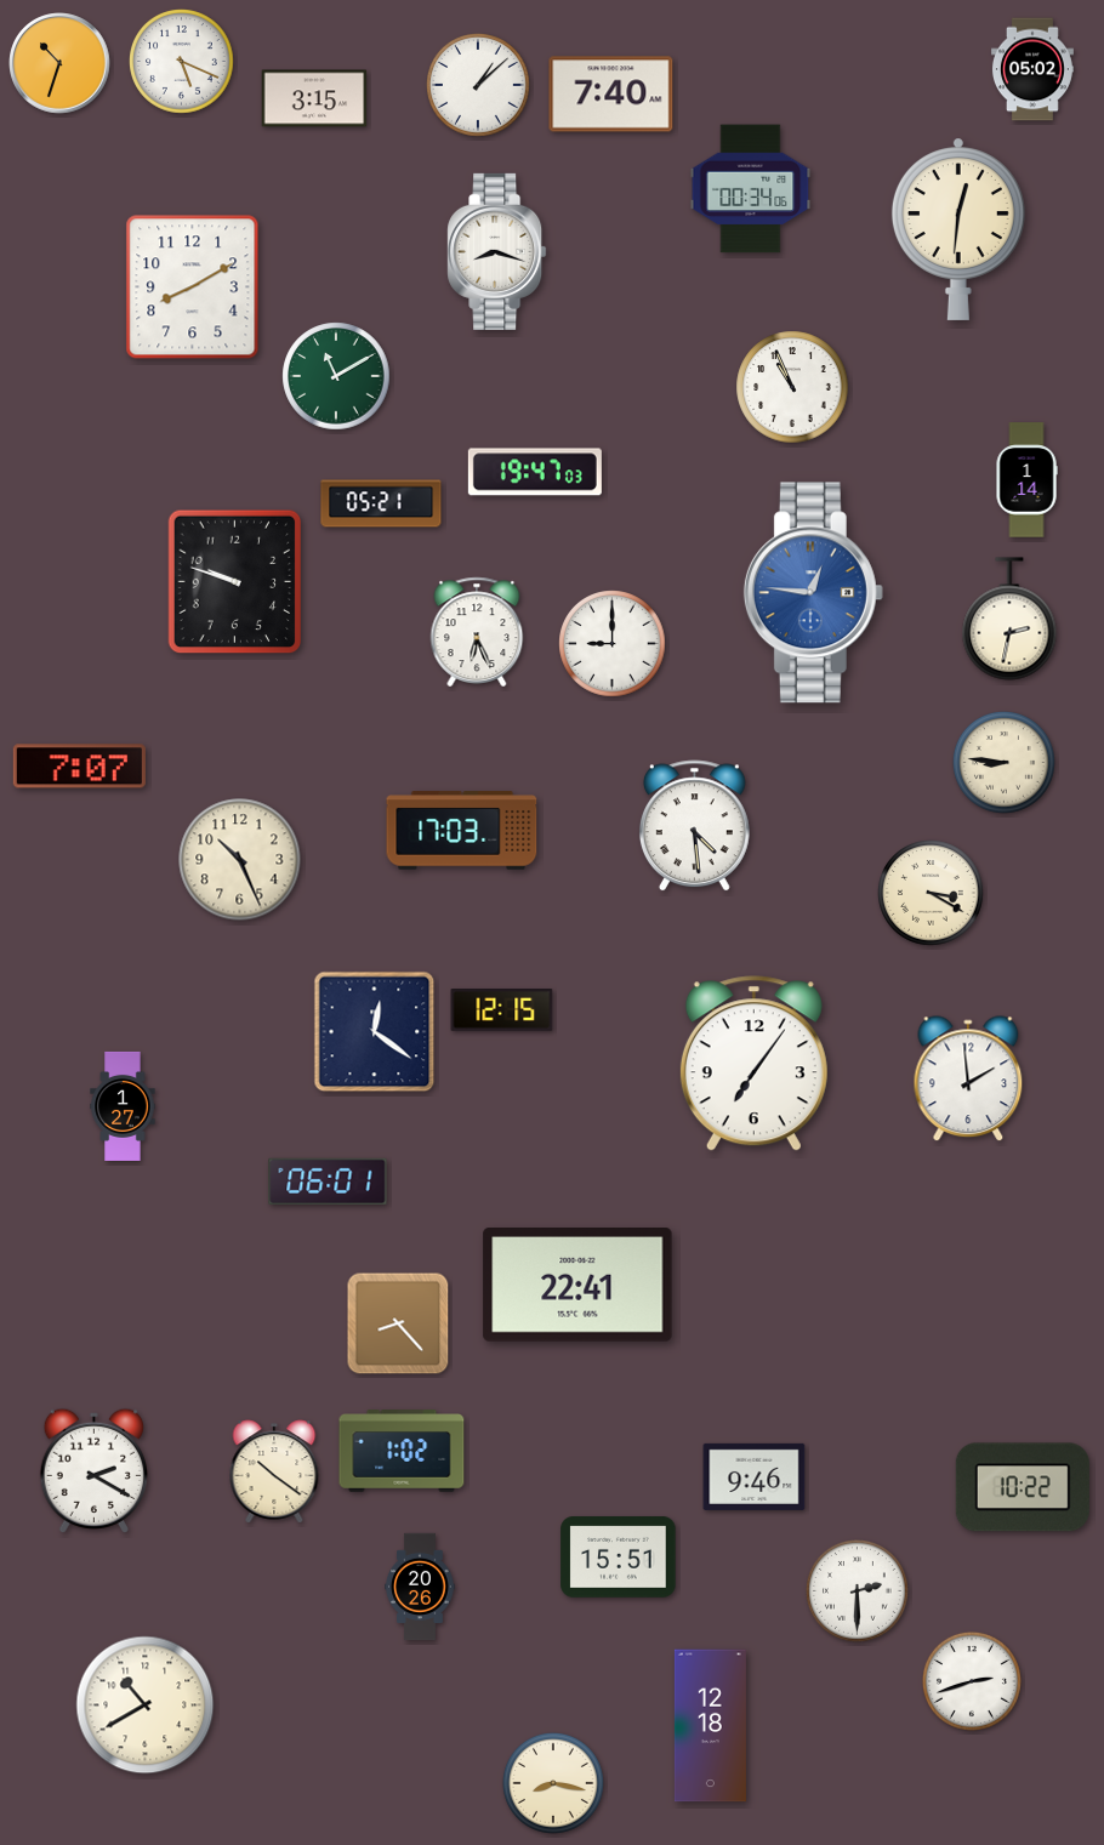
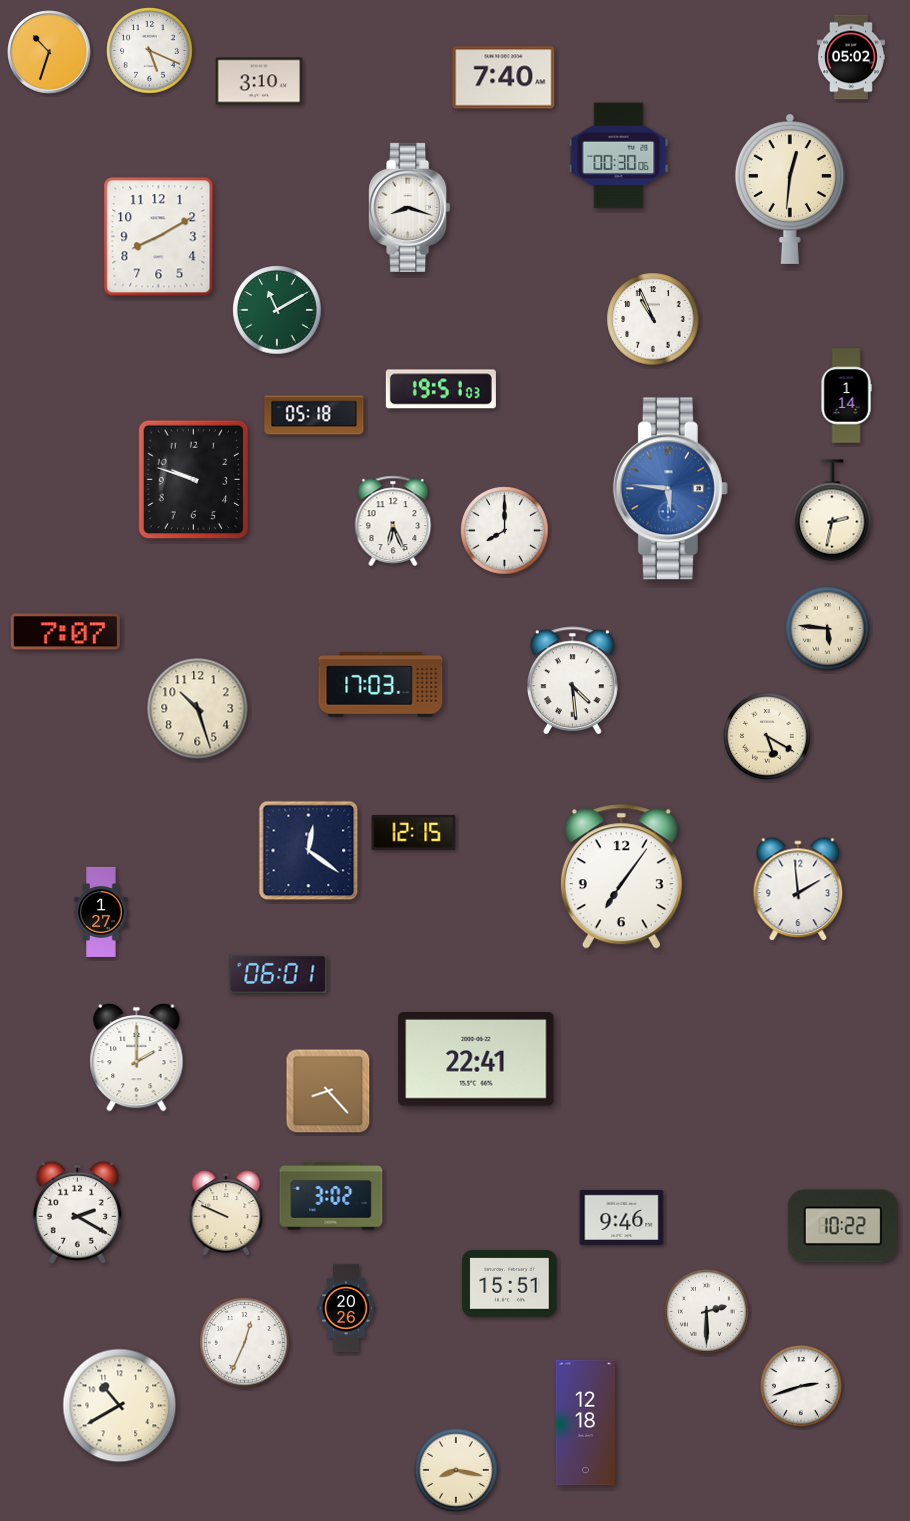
clock at (479, 86): 1:08 -> none
clock at (314, 98): 3:15 -> 3:10
clock at (751, 189): 00:34 -> 00:30
clock at (535, 472): 19:47 -> 19:51
clock at (381, 503): 05:21 -> 05:18
clock at (813, 593): 12:46 -> 5:46
clock at (613, 644): 9:00 -> 8:00
clock at (1003, 762): 8:46 -> 5:46
clock at (240, 860): 10:26 -> 10:27
clock at (931, 893): 3:20 -> 5:20
clock at (328, 1180) position: (328, 1180) -> (278, 973)
clock at (137, 1057): none -> 2:00
clock at (402, 1451): 1:02 -> 3:02
clock at (274, 1471): 10:21 -> 9:49
clock at (245, 1343): none -> 12:34
